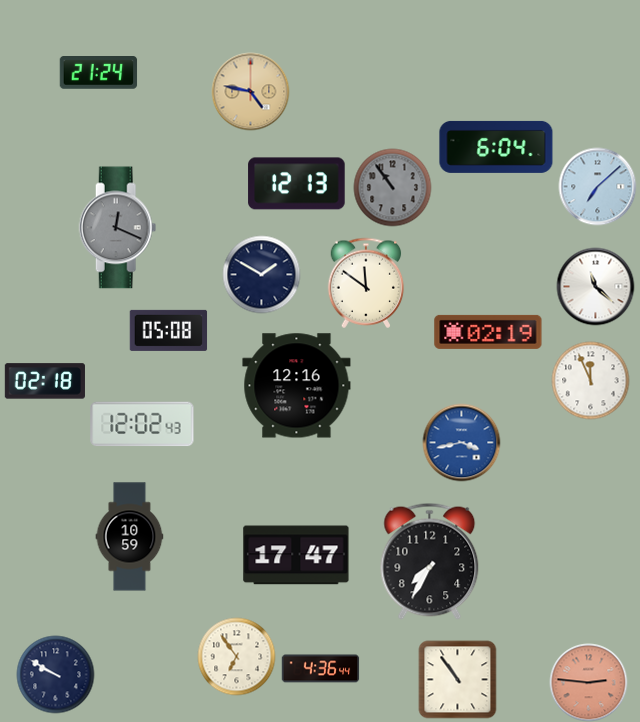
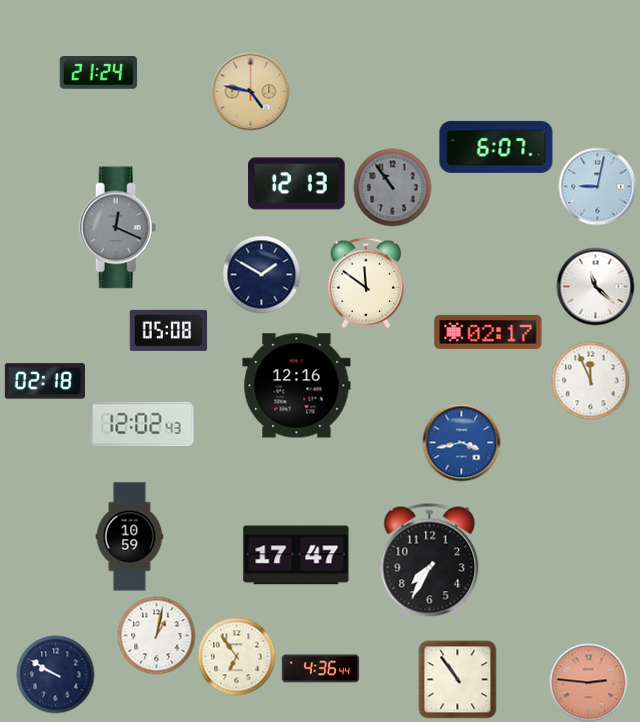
clock at (496, 147): 6:04 -> 6:07
clock at (597, 186): 7:08 -> 9:02
clock at (488, 332): 02:19 -> 02:17
clock at (156, 635): none -> 1:02
